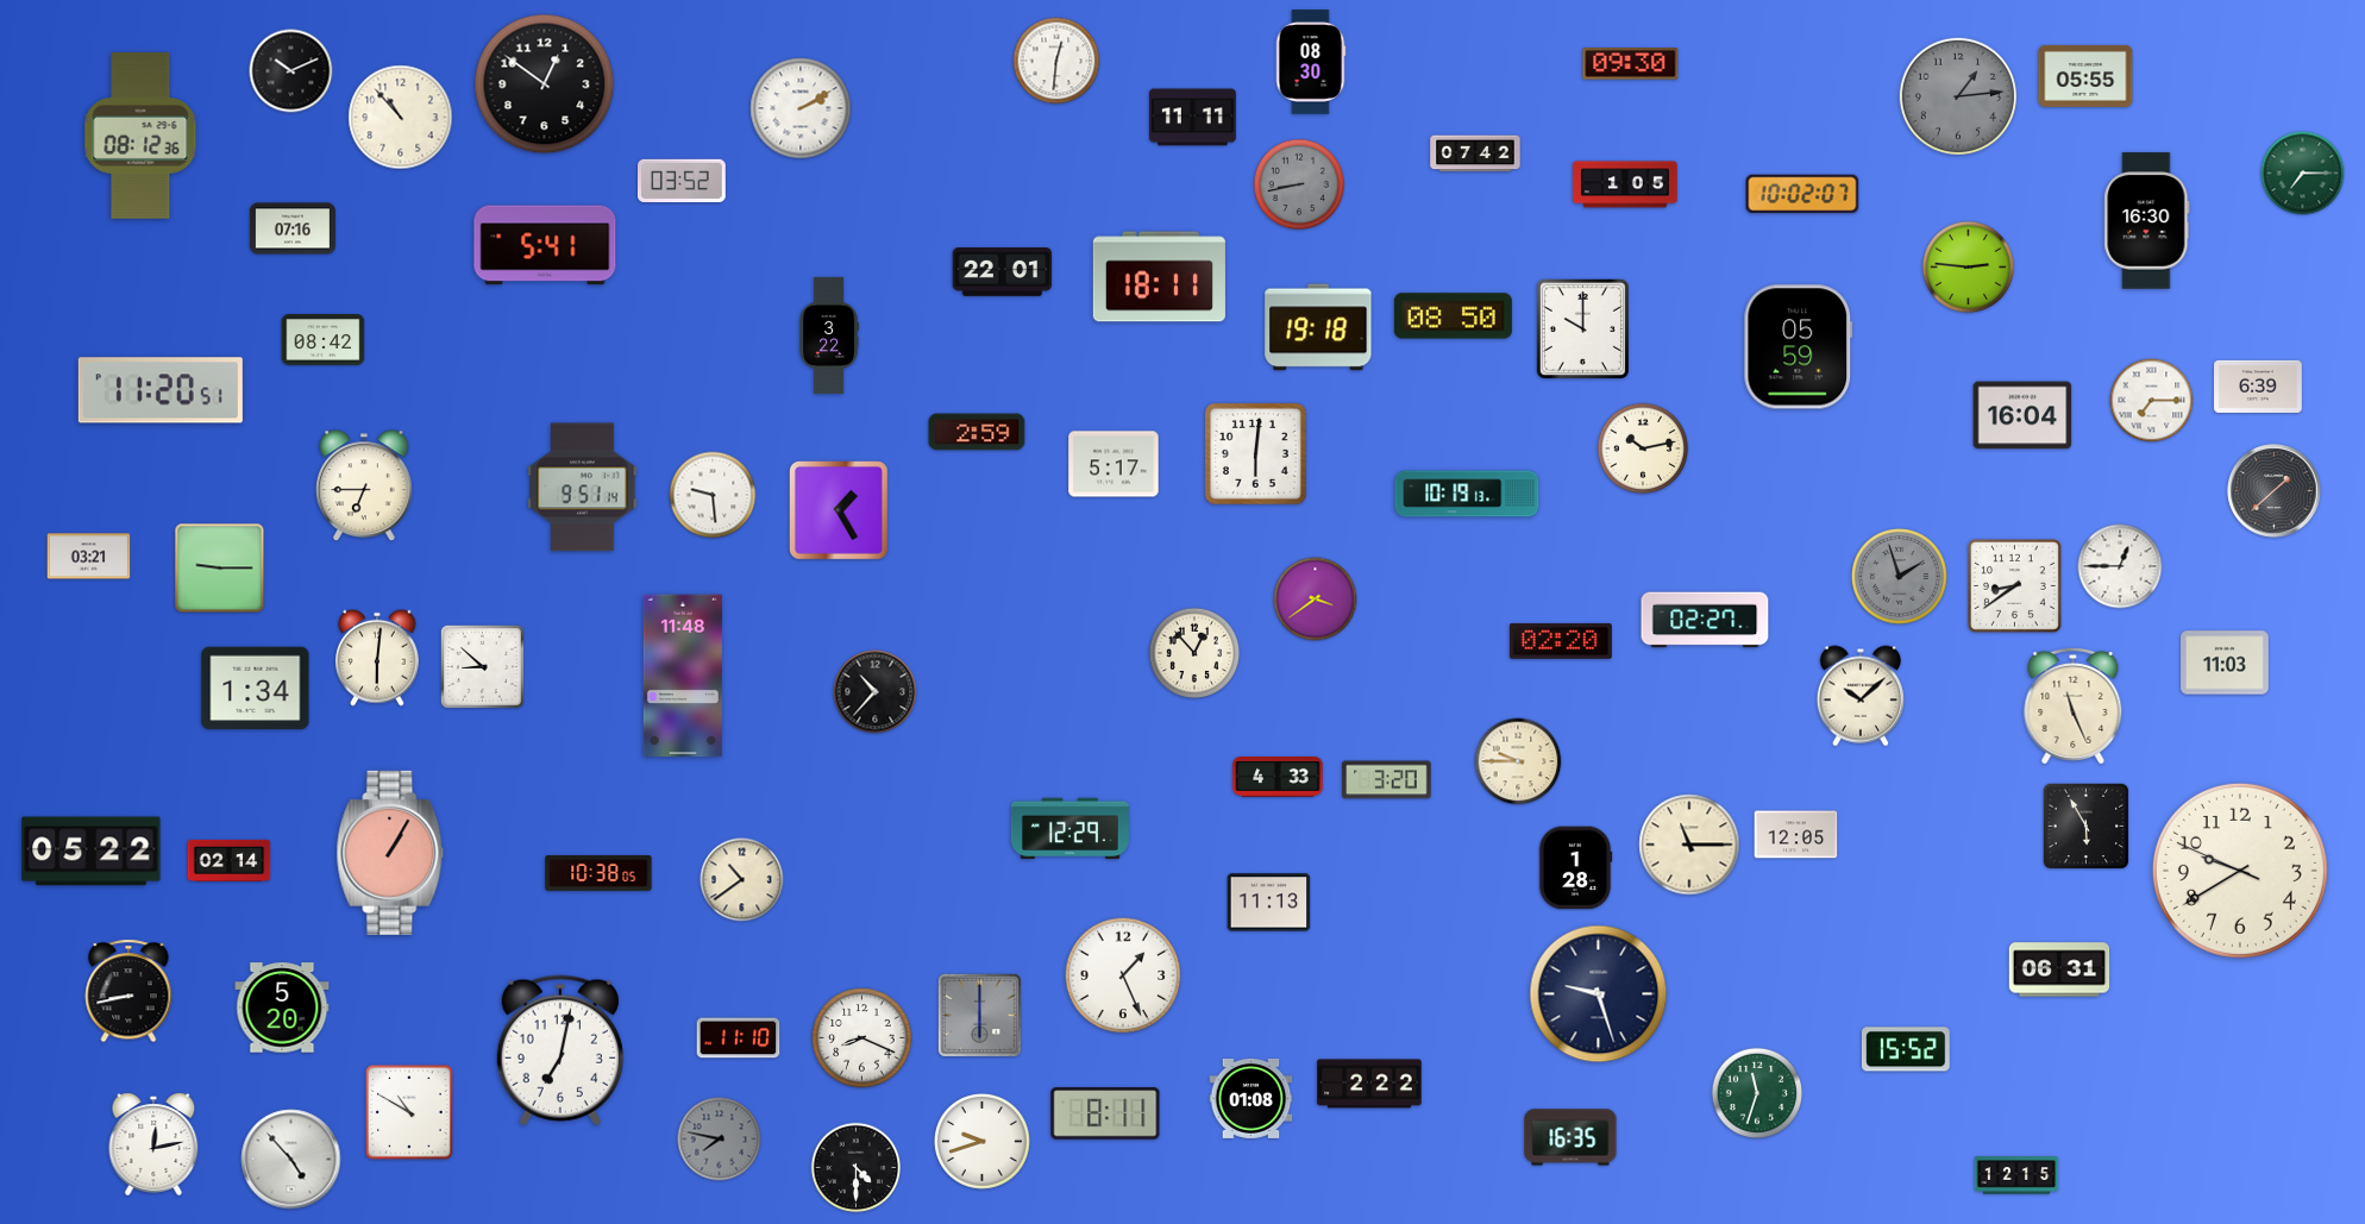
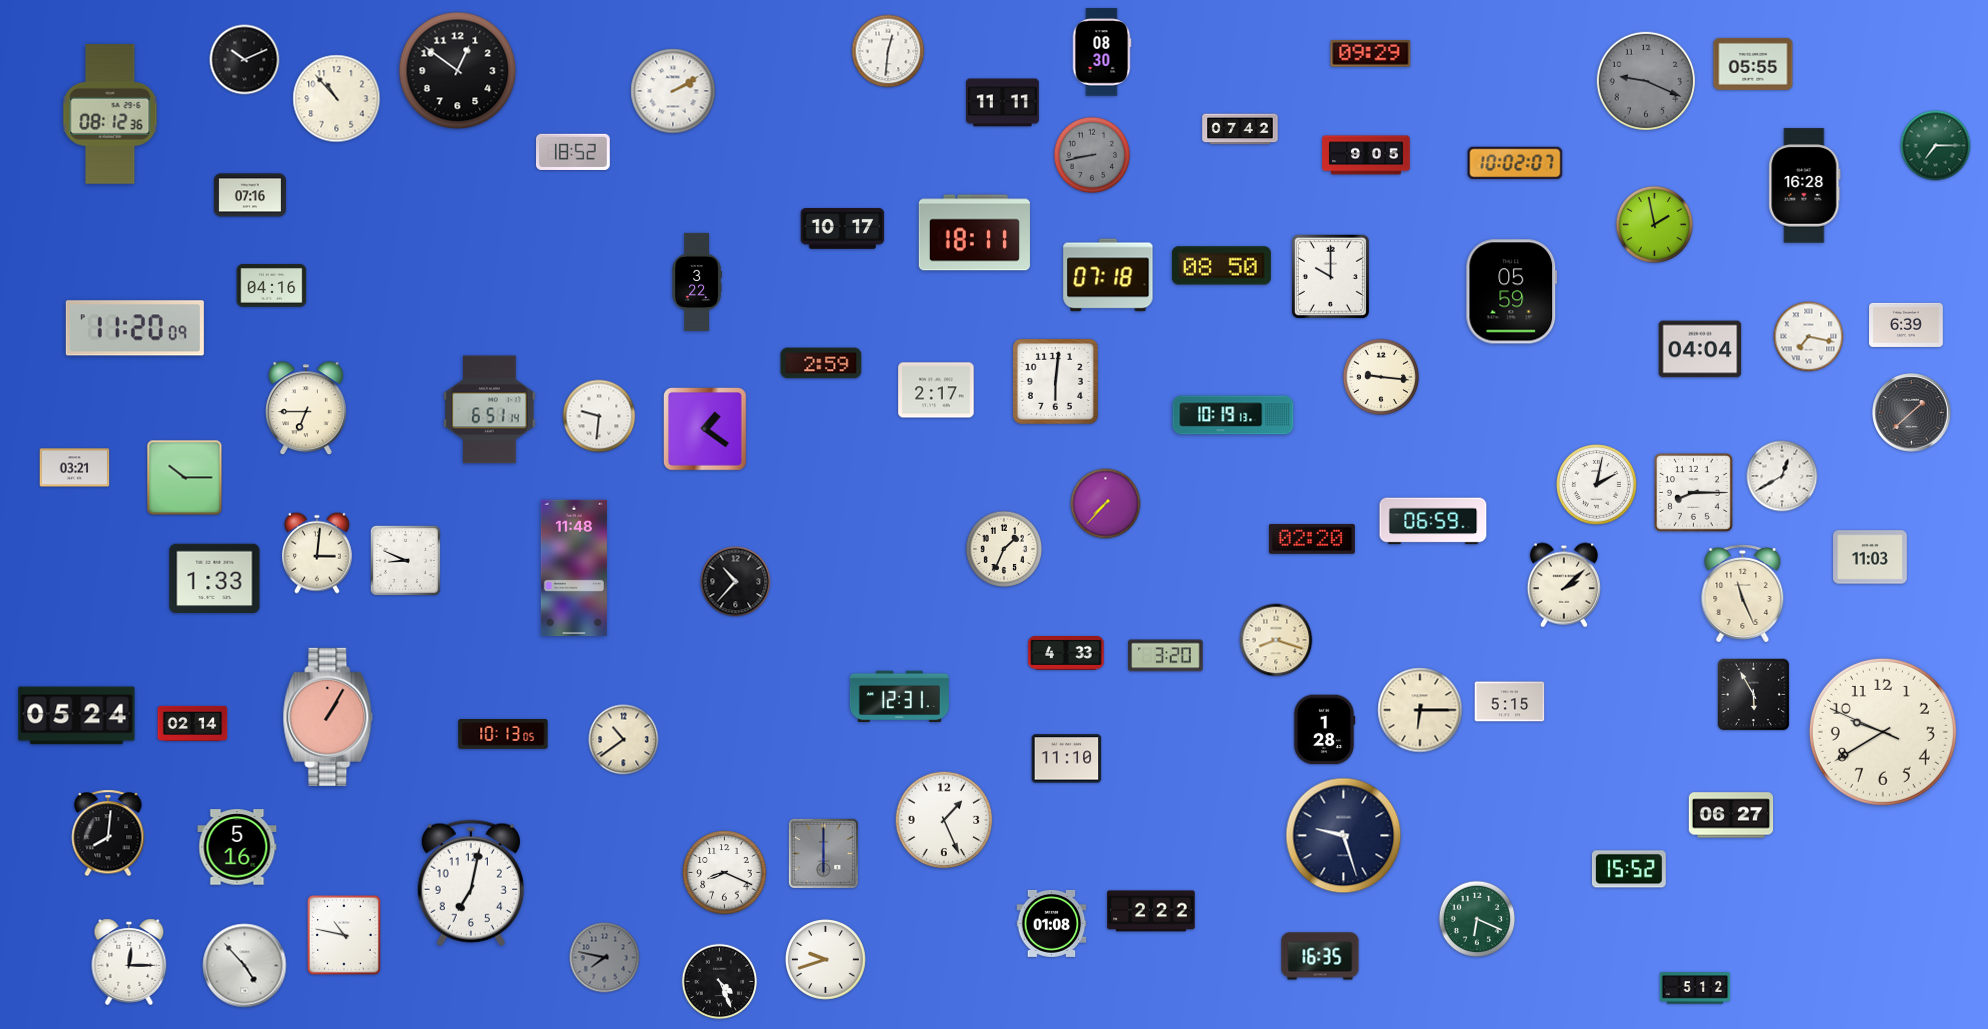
clock at (1631, 64): 09:30 -> 09:29
clock at (1957, 95): 1:14 -> 9:19
clock at (1192, 118) position: (1192, 118) -> (1002, 103)
clock at (140, 137) position: (140, 137) -> (110, 115)
clock at (683, 181): 03:52 -> 18:52
clock at (1625, 184): 1:05 -> 9:05
clock at (2147, 221): 16:30 -> 16:28
clock at (293, 228) position: (293, 228) -> (250, 195)
clock at (545, 245): 5:41 -> none
clock at (1968, 266): 2:46 -> 1:58
clock at (1003, 272): 22:01 -> 10:17
clock at (1318, 327): 19:18 -> 07:18
clock at (324, 340): 08:42 -> 04:16
clock at (2258, 387) position: (2258, 387) -> (1906, 325)
clock at (161, 390): 11:20:51 -> 11:20:09
clock at (2152, 401): 7:15 -> 7:17
clock at (2022, 415): 16:04 -> 04:04
clock at (1643, 448): 10:13 -> 9:16
clock at (1114, 464): 5:17 -> 2:17
clock at (583, 488): 9:51 -> 6:51
clock at (713, 495): 9:29 -> 9:31
clock at (840, 511): 1:25 -> 1:21
clock at (2120, 566): 12:45 -> 12:40
clock at (220, 569): 9:15 -> 10:15
clock at (1900, 577): 1:57 -> 2:02
clock at (1900, 577) dial: grey -> white
clock at (2015, 586): 8:39 -> 8:15
clock at (1316, 600): 3:39 -> 7:37
clock at (1705, 620): 02:27 -> 06:59
clock at (1194, 653): 12:53 -> 1:34
clock at (378, 658): 6:01 -> 3:01
clock at (482, 666): 8:52 -> 8:49
clock at (256, 689): 1:34 -> 1:33
clock at (1861, 696): 10:08 -> 2:08
clock at (1518, 761): 9:45 -> 8:18
clock at (1278, 778) position: (1278, 778) -> (1066, 654)
clock at (1069, 829): 12:29 -> 12:31
clock at (1796, 835): 12:05 -> 5:15
clock at (1689, 845): 11:15 -> 6:15
clock at (92, 852): 05:22 -> 05:24
clock at (598, 874): 10:38 -> 10:13
clock at (1269, 903): 11:13 -> 11:10
clock at (2059, 969): 06:31 -> 06:27
clock at (128, 991): 8:43 -> 8:01
clock at (282, 1008): 5:20 -> 5:16
clock at (739, 1038): 11:10 -> none
clock at (1906, 1049) position: (1906, 1049) -> (1629, 869)
clock at (1757, 1093): 11:33 -> 6:19
clock at (409, 1112): 10:50 -> 10:47
clock at (1105, 1113): 8:11 -> none
clock at (153, 1144): 12:13 -> 12:15
clock at (291, 1160) position: (291, 1160) -> (245, 966)
clock at (857, 1168): 4:30 -> 4:26
clock at (2016, 1175): 12:15 -> 5:12
